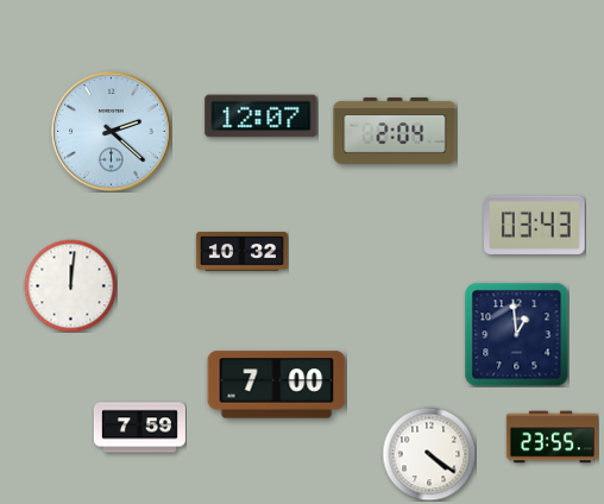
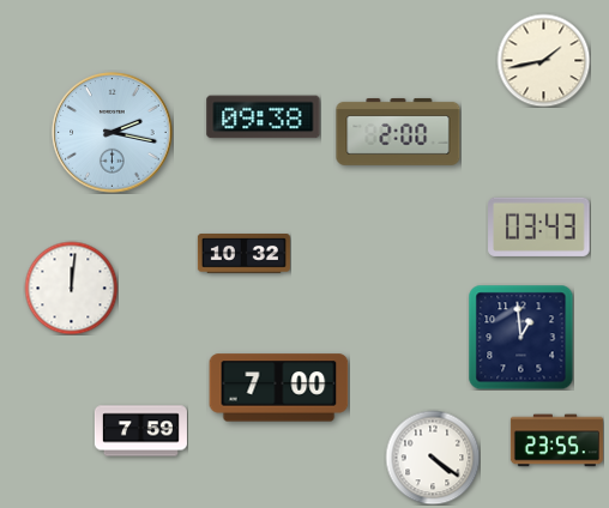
clock at (543, 60): none -> 1:43
clock at (262, 116): 12:07 -> 09:38
clock at (395, 131): 2:04 -> 2:00
clock at (112, 132): 2:22 -> 2:17
